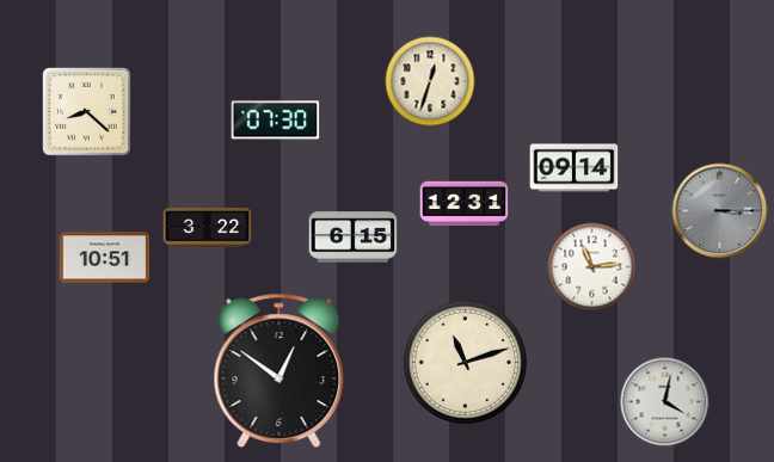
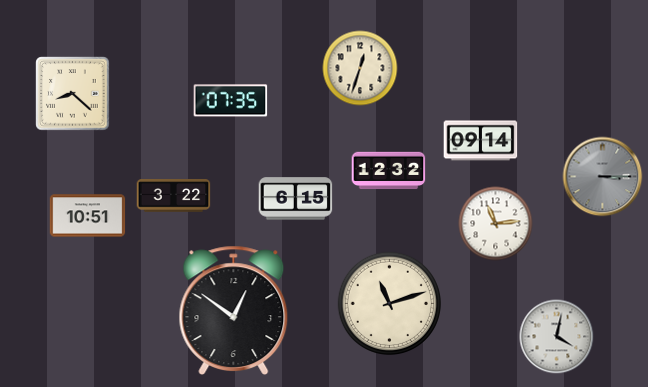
clock at (276, 121): 07:30 -> 07:35
clock at (465, 204): 12:31 -> 12:32
clock at (208, 228) position: (208, 228) -> (174, 196)
